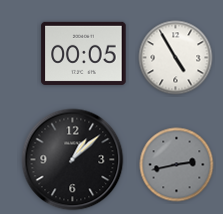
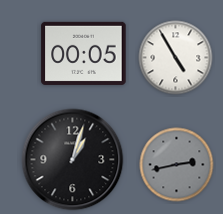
clock at (73, 160): 1:08 -> 1:03
